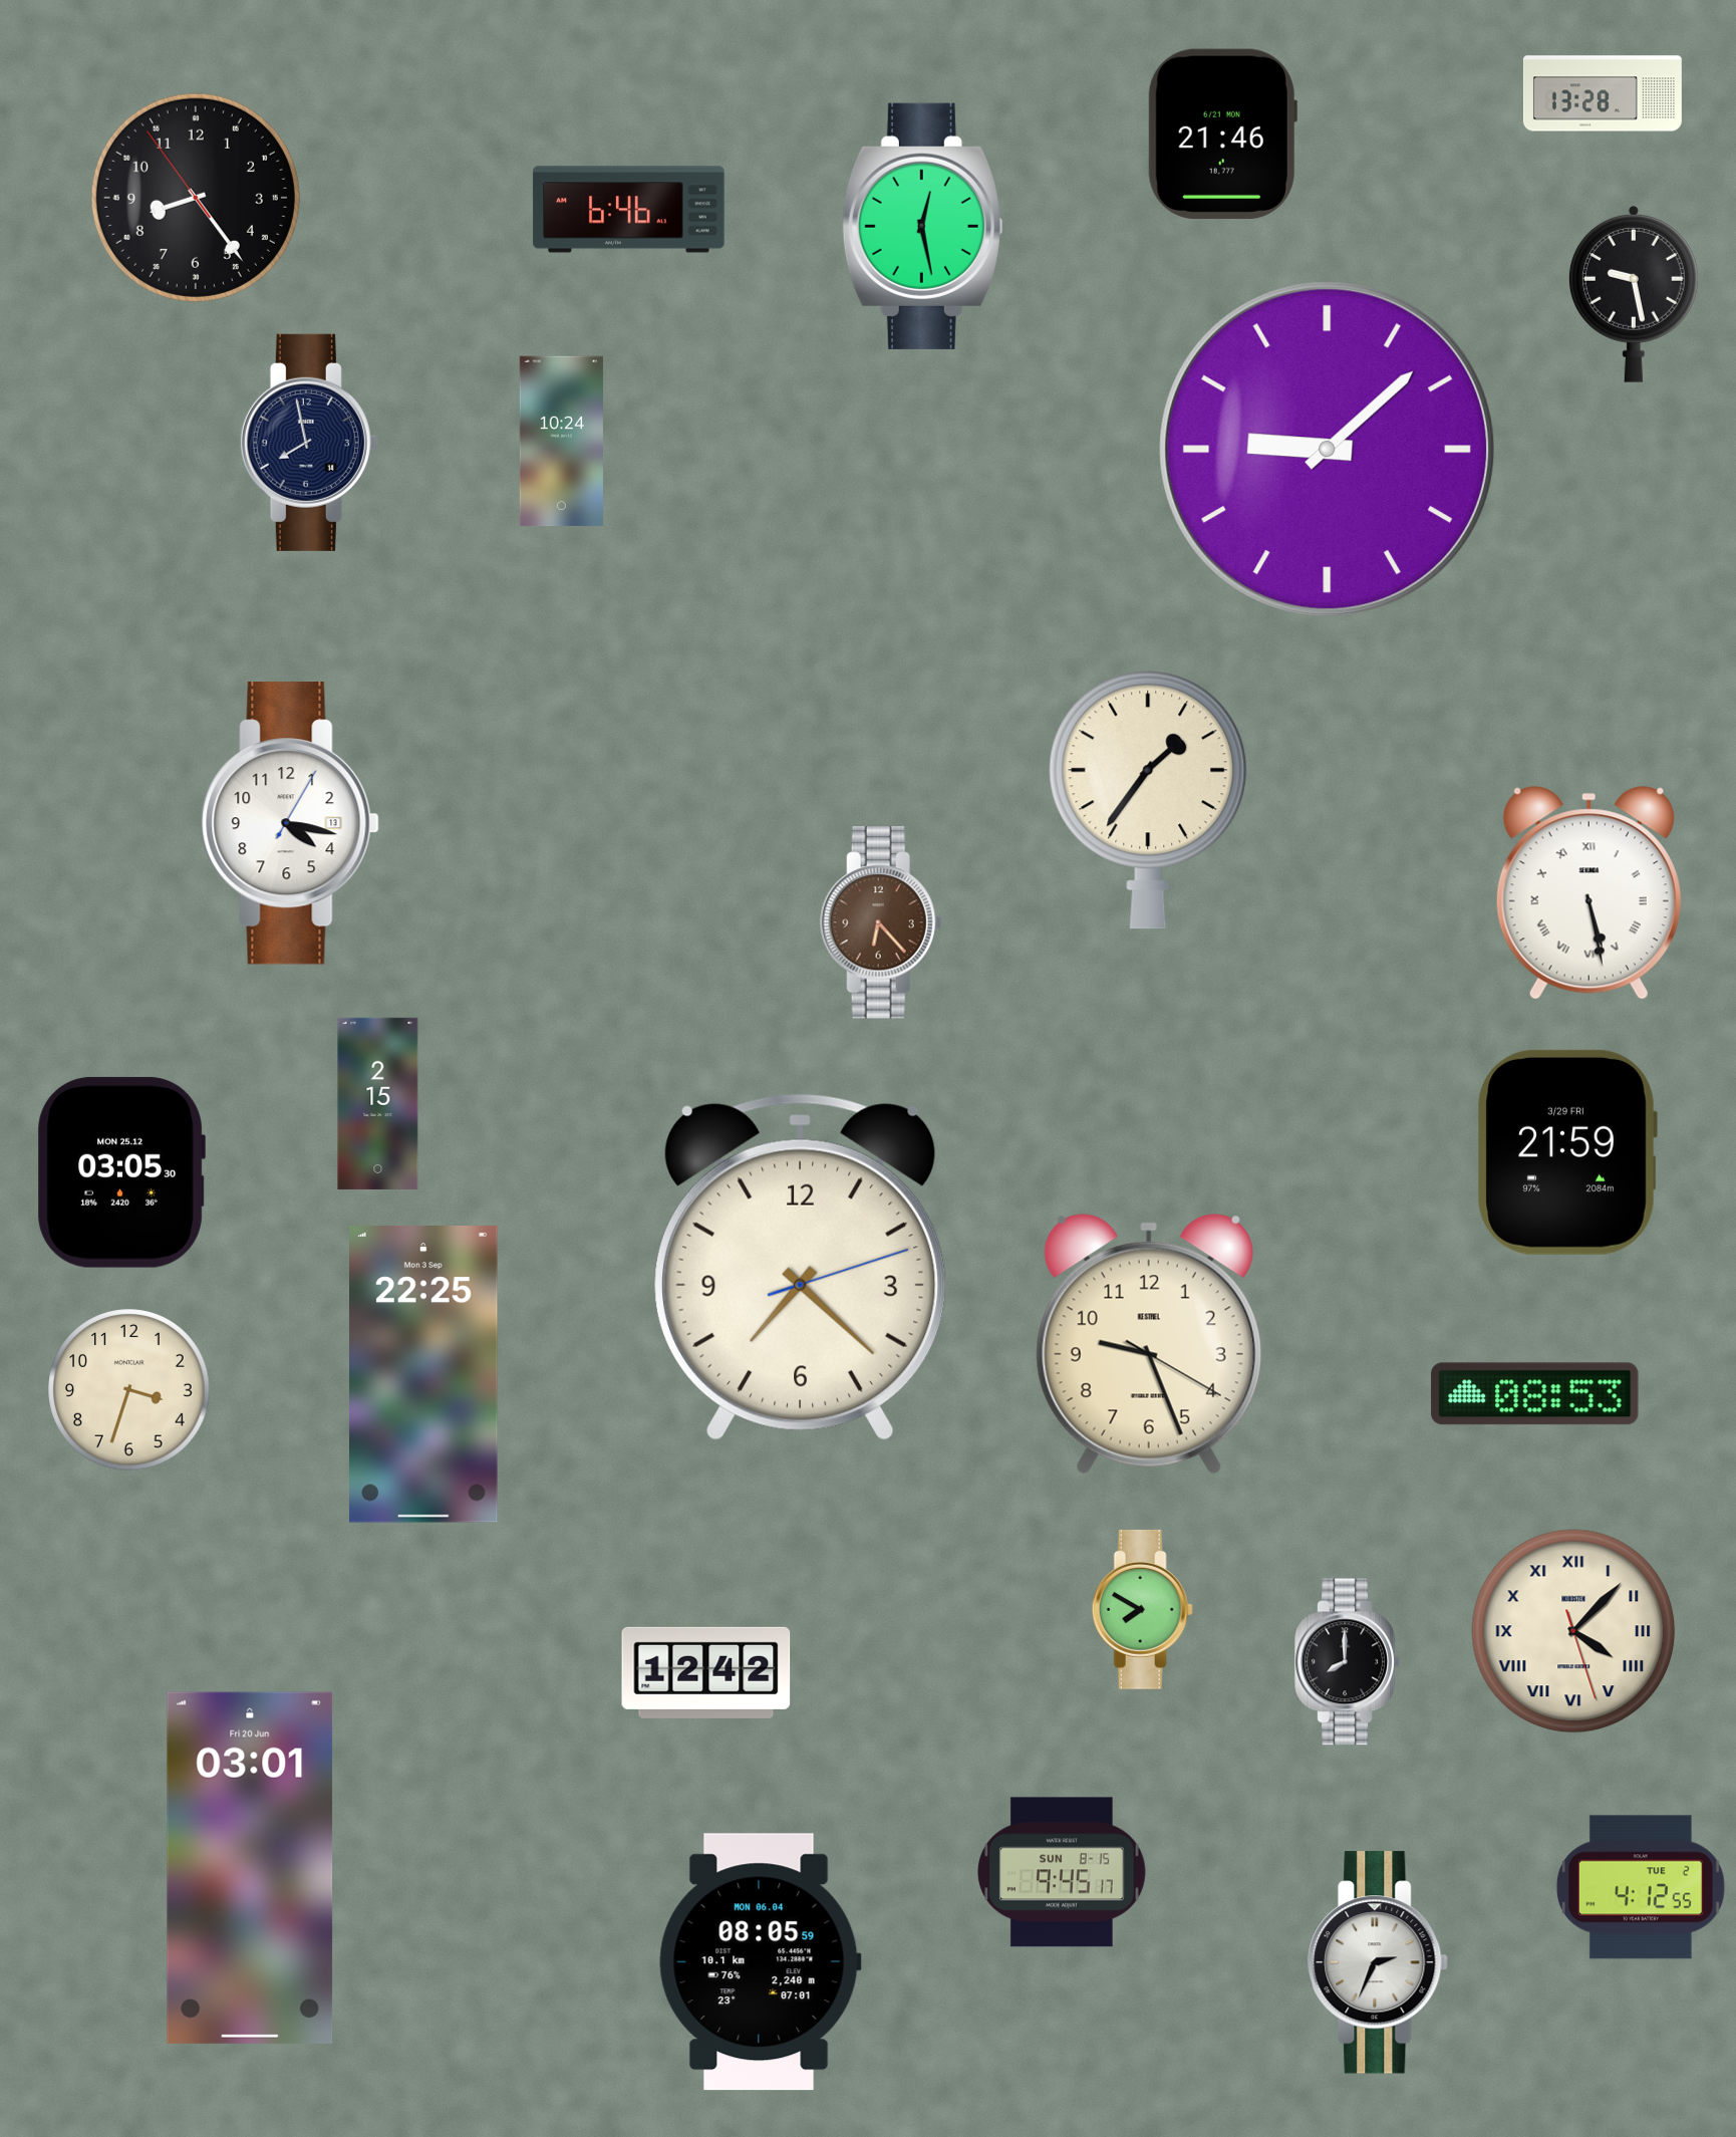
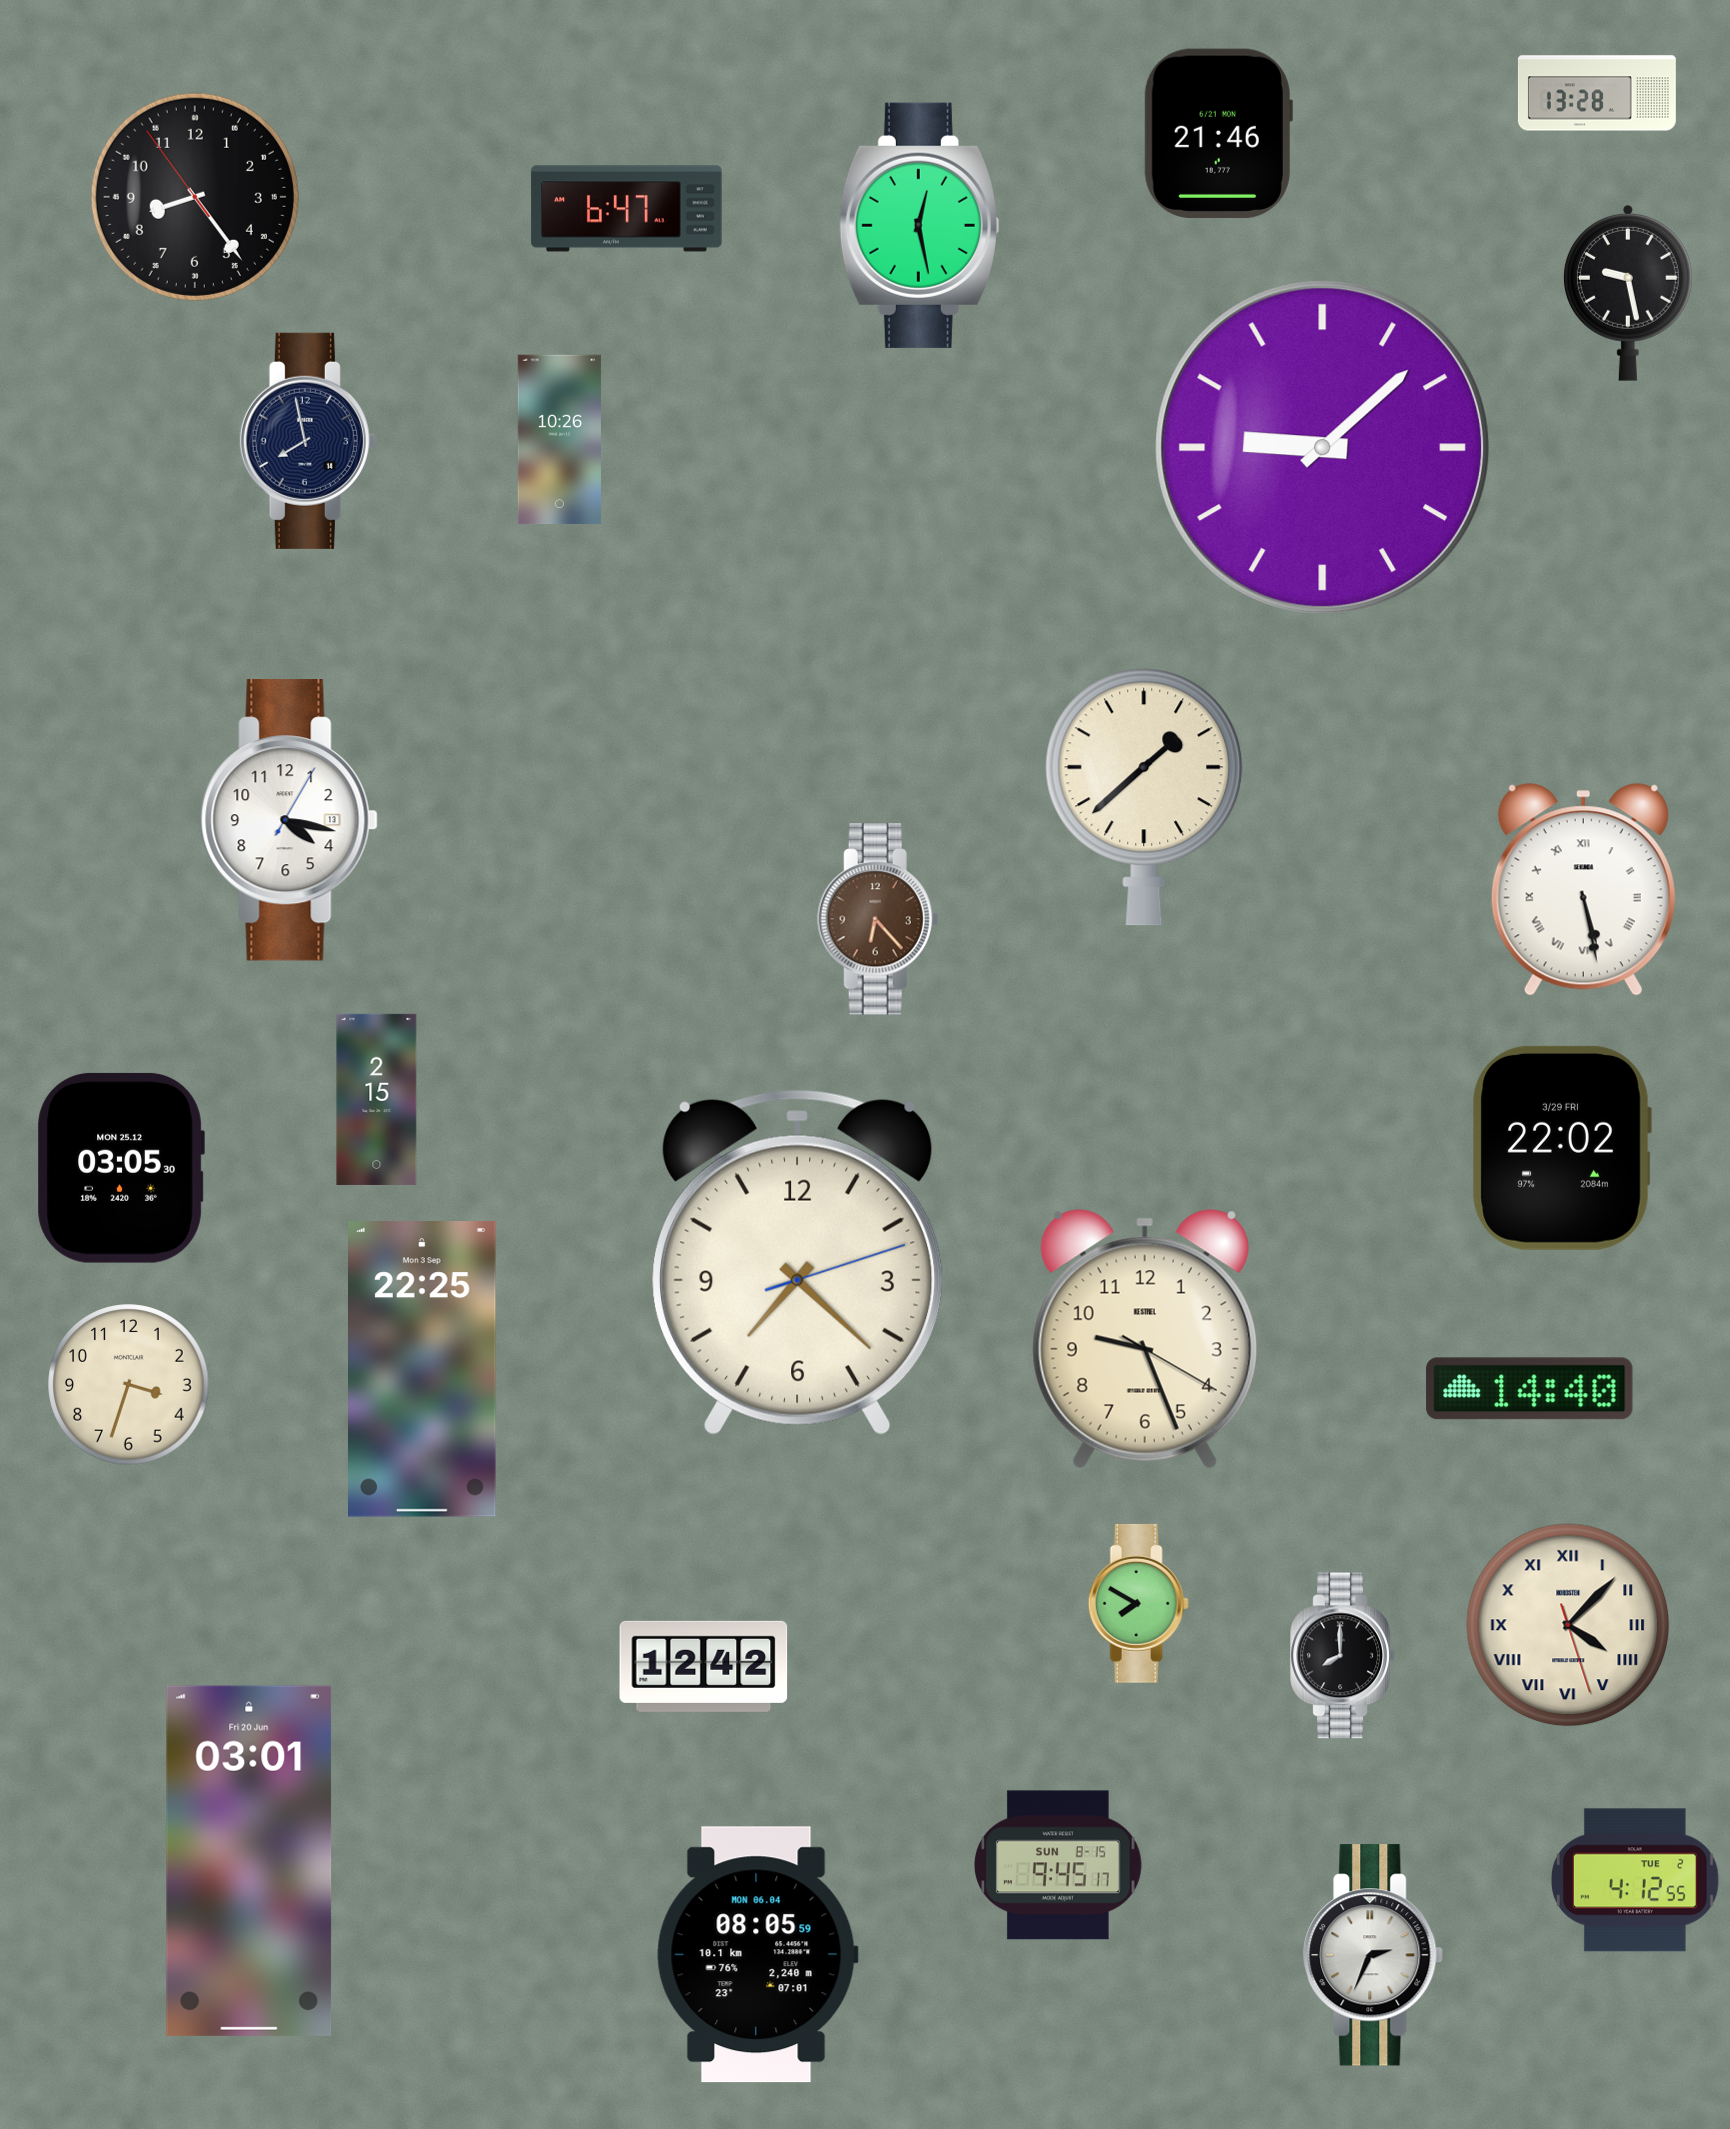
clock at (629, 210): 6:46 -> 6:47
clock at (561, 442): 10:24 -> 10:26
clock at (1148, 800): 1:36 -> 1:38
clock at (1567, 1152): 21:59 -> 22:02
clock at (1535, 1394): 08:53 -> 14:40
